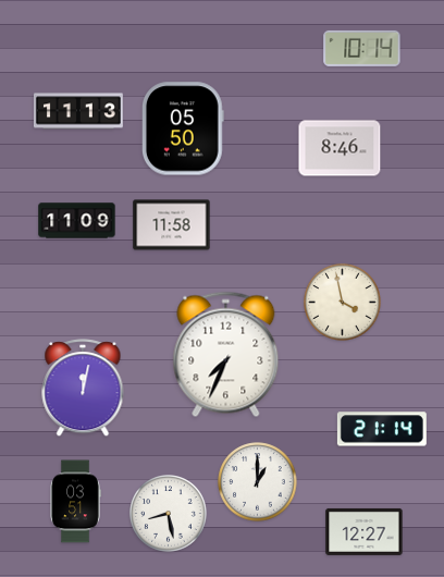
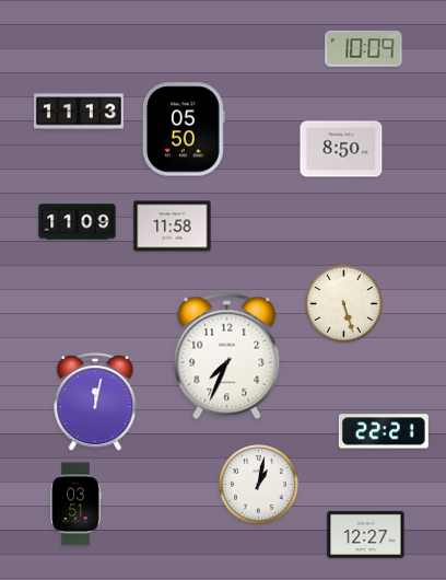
clock at (362, 48): 10:14 -> 10:09
clock at (340, 148): 8:46 -> 8:50
clock at (343, 303): 3:58 -> 5:27
clock at (83, 389) position: (83, 389) -> (95, 403)
clock at (382, 429): 21:14 -> 22:21
clock at (258, 482): 1:00 -> 1:02
clock at (169, 514): 8:28 -> none
